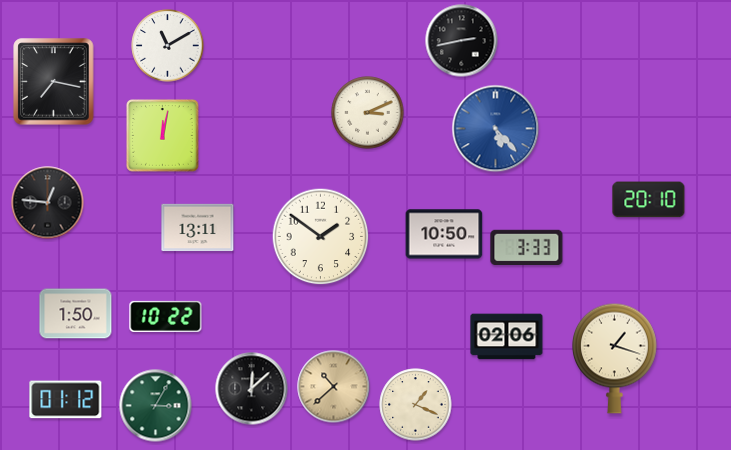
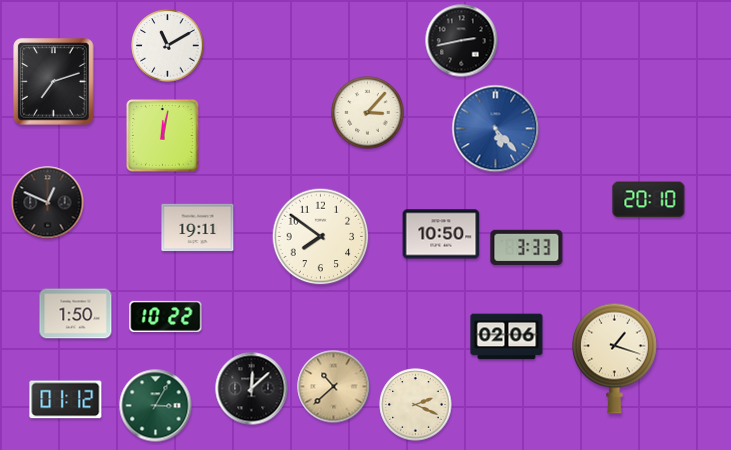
clock at (54, 82): 7:17 -> 7:12
clock at (368, 113): 3:11 -> 3:07
clock at (48, 203): 12:46 -> 12:49
clock at (198, 228): 13:11 -> 19:11
clock at (444, 234) position: (444, 234) -> (441, 234)
clock at (321, 237): 1:51 -> 7:51
clock at (416, 405): 1:19 -> 2:19
